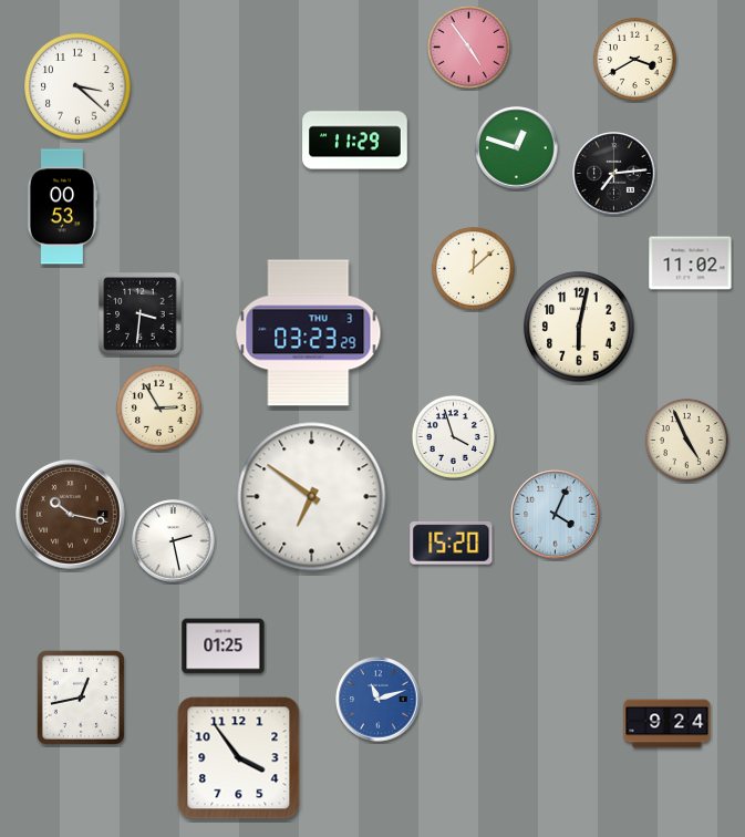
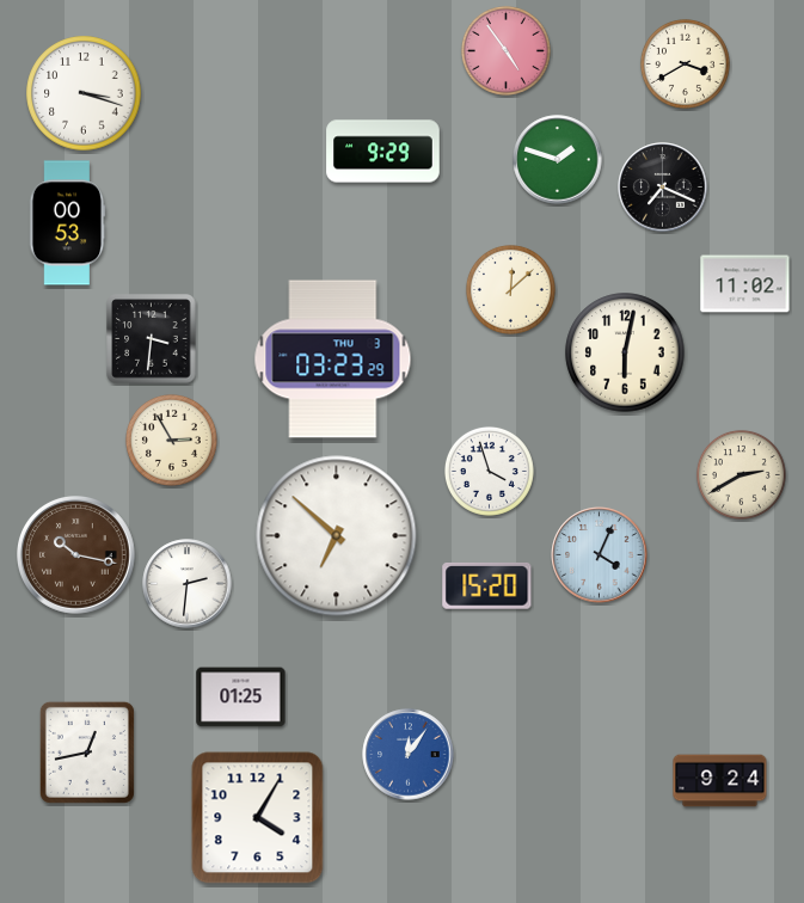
clock at (77, 86): 3:22 -> 3:18
clock at (355, 141): 11:29 -> 9:29
clock at (517, 148): 12:48 -> 1:48
clock at (614, 174): 7:14 -> 7:19
clock at (686, 440): 4:56 -> 2:40
clock at (312, 497): 6:51 -> 6:52
clock at (174, 541): 2:28 -> 2:31
clock at (379, 700): 11:12 -> 12:06
clock at (239, 758): 3:54 -> 4:05
